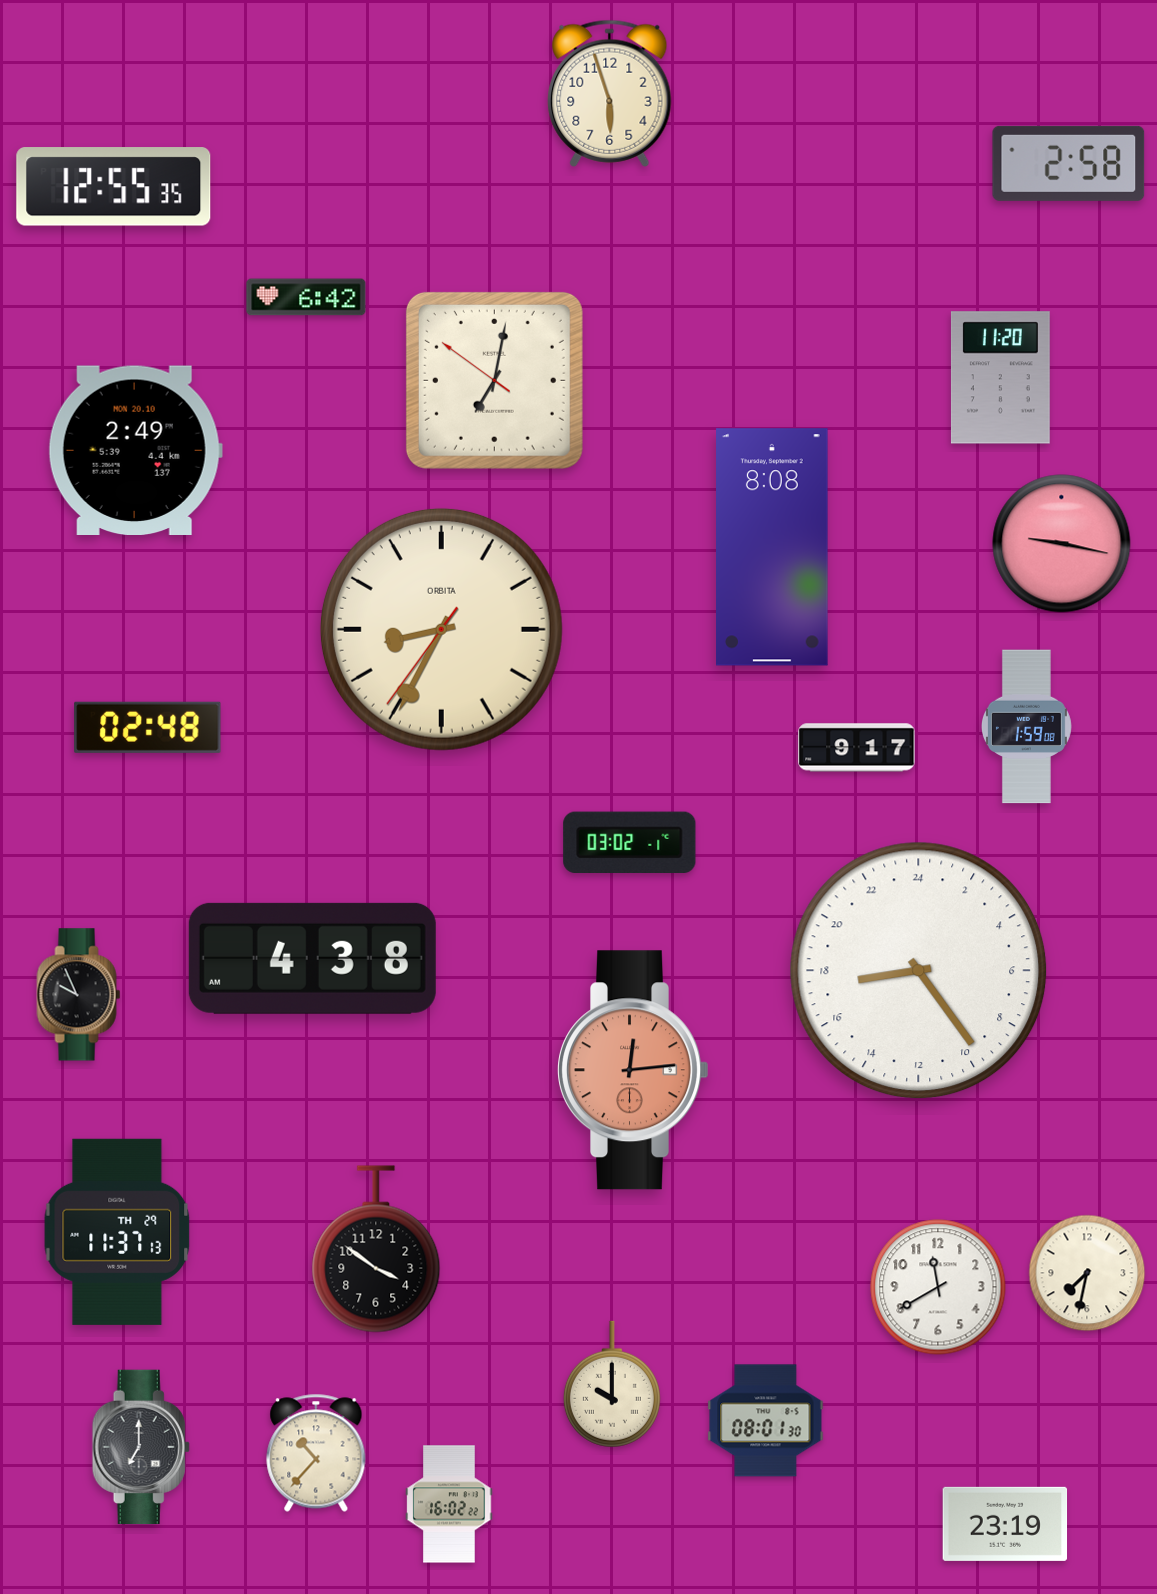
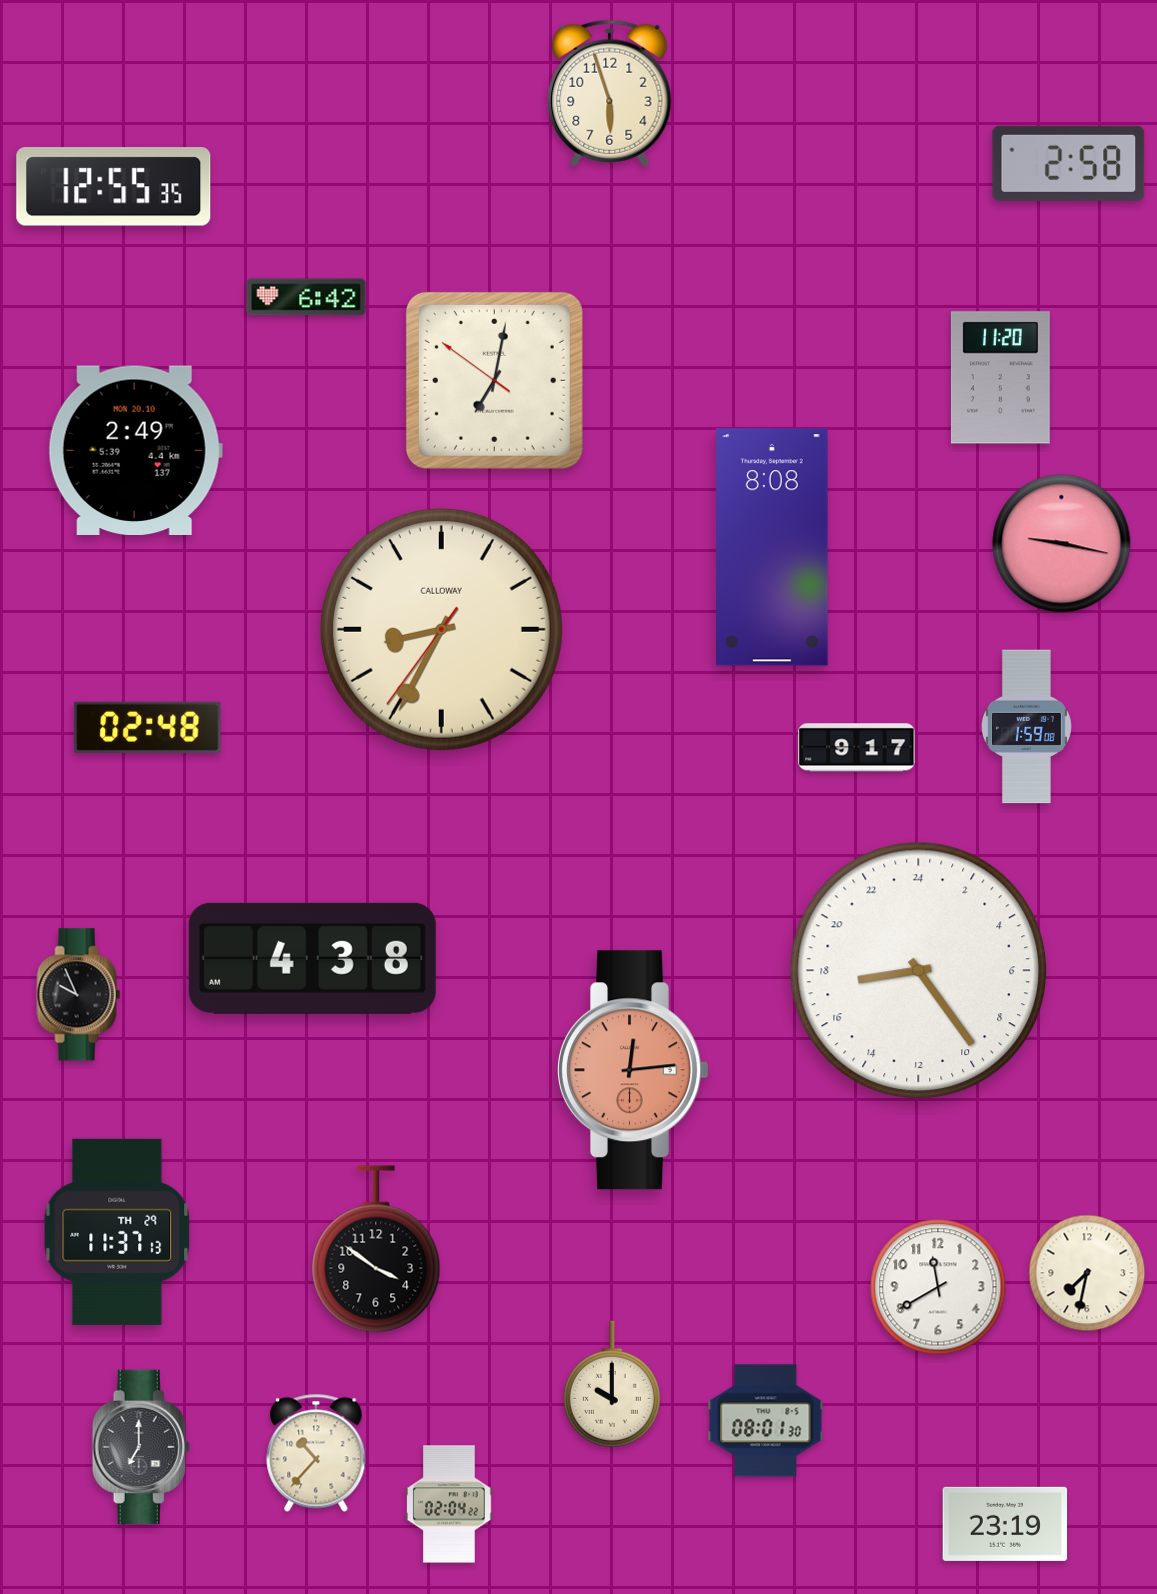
clock at (441, 629) brand: ORBITA -> CALLOWAY
clock at (630, 843): 03:02 -> none
clock at (449, 1504): 16:02 -> 02:04
